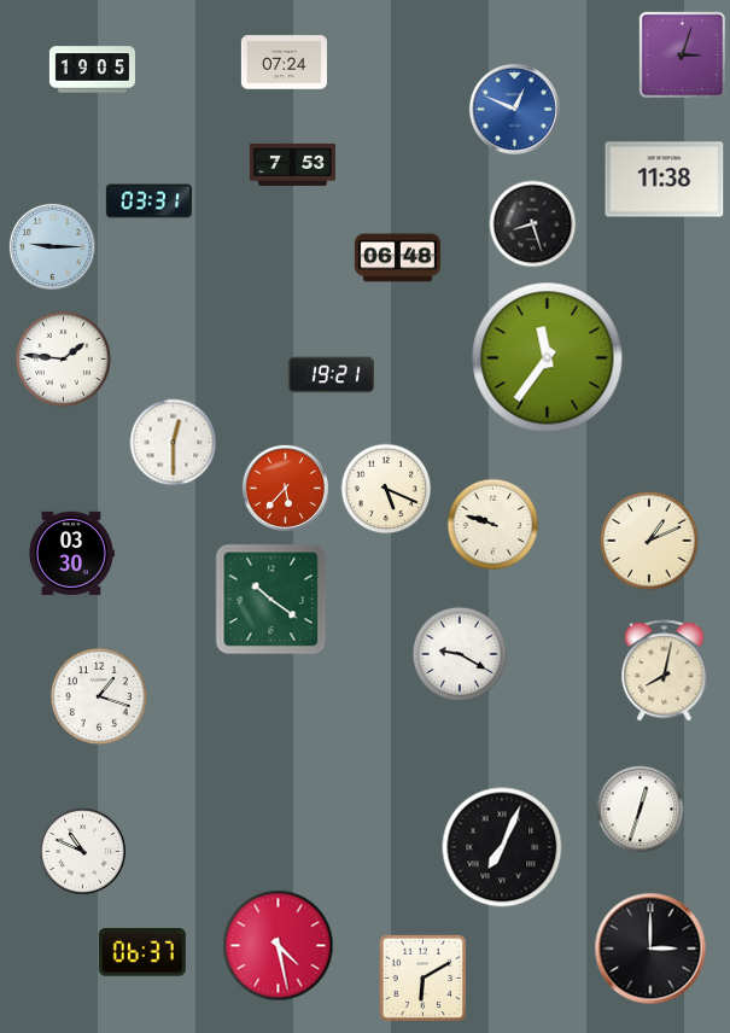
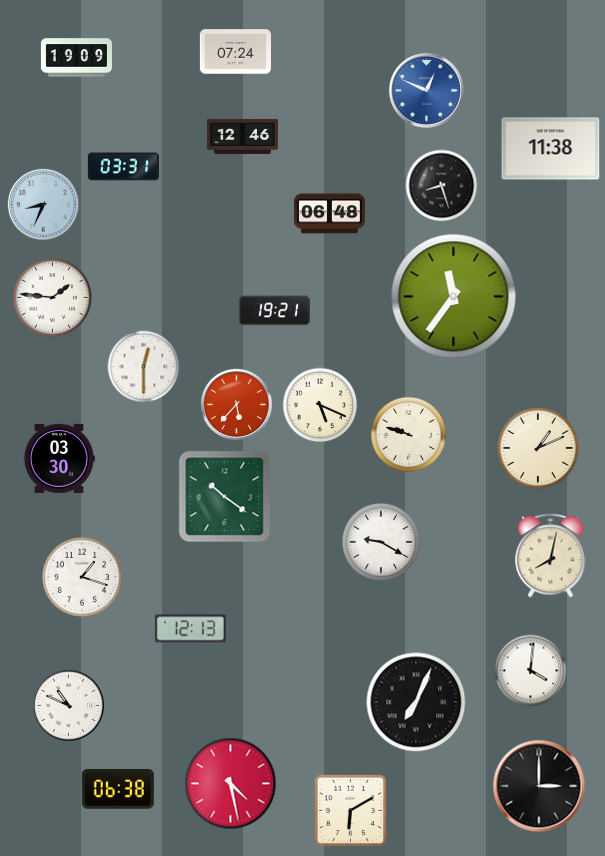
clock at (683, 56): 3:03 -> none
clock at (92, 70): 19:05 -> 19:09
clock at (292, 164): 7:53 -> 12:46
clock at (52, 246): 9:15 -> 8:34
clock at (190, 629): none -> 12:13
clock at (641, 810): 12:33 -> 4:01
clock at (142, 953): 06:37 -> 06:38
